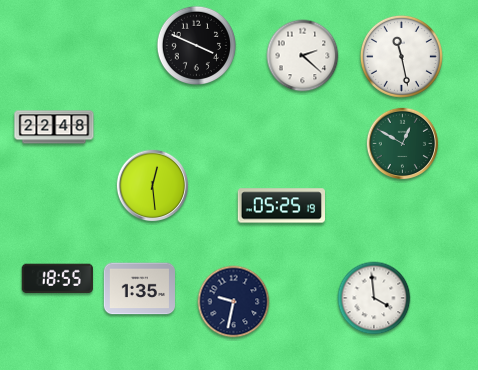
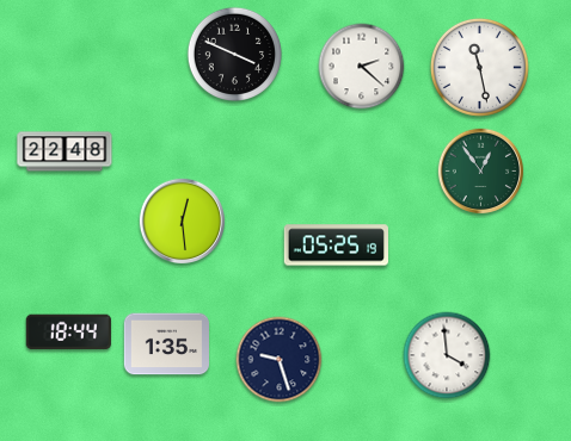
clock at (403, 144): 12:50 -> 12:54
clock at (57, 279): 18:55 -> 18:44
clock at (234, 302): 9:32 -> 9:27
